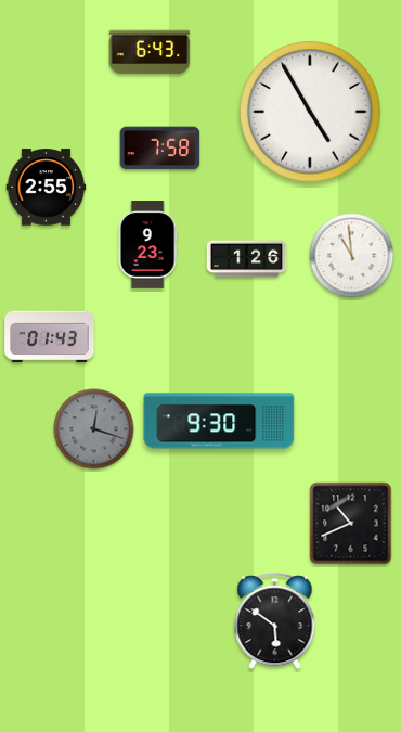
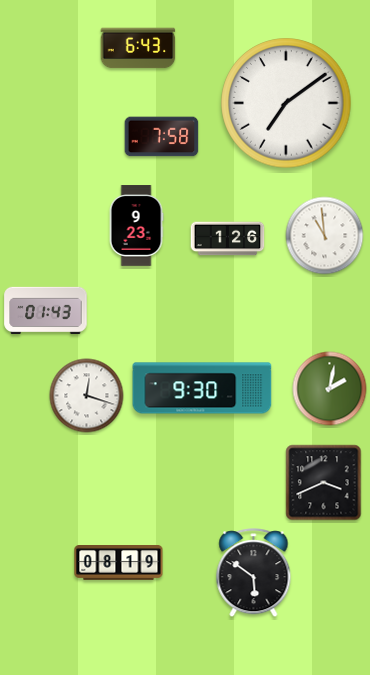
clock at (310, 112): 4:55 -> 7:09
clock at (160, 149) position: (160, 149) -> (162, 137)
clock at (47, 188): 2:55 -> none
clock at (330, 389): none -> 2:02
clock at (94, 429) dial: grey -> white
clock at (351, 524): 10:41 -> 3:41
clock at (119, 563): none -> 08:19
